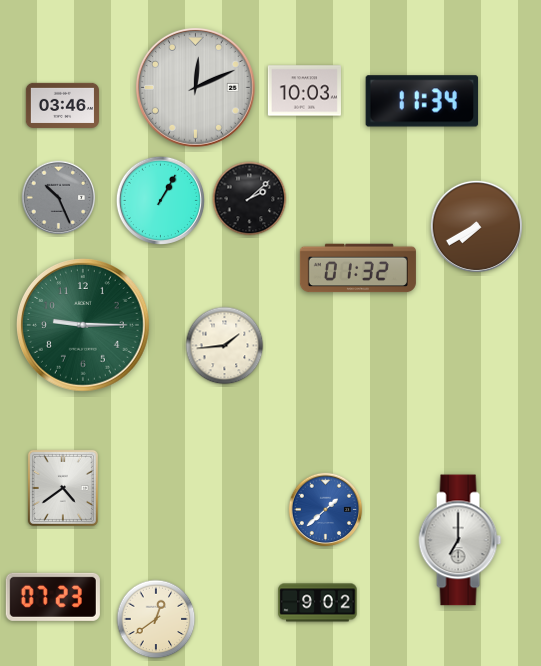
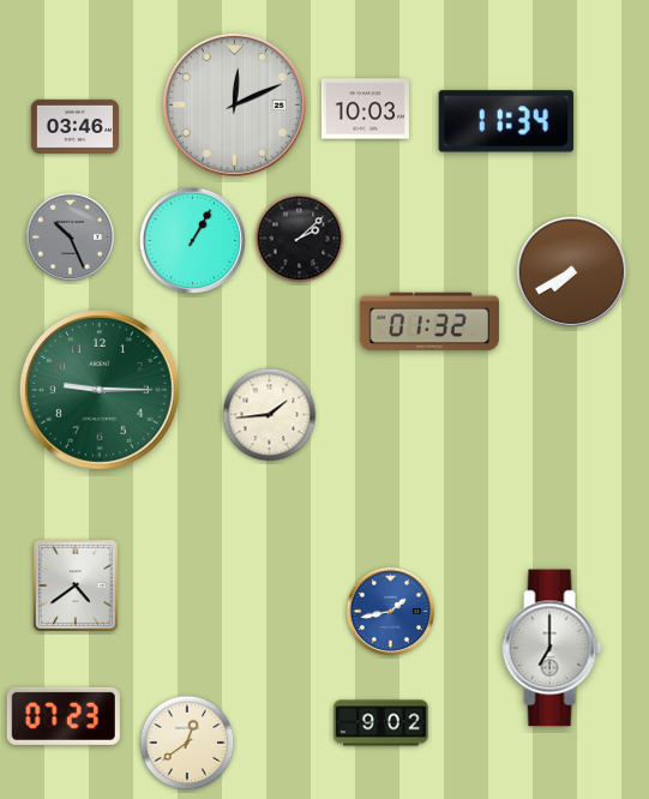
clock at (326, 510): 1:38 -> 1:43
